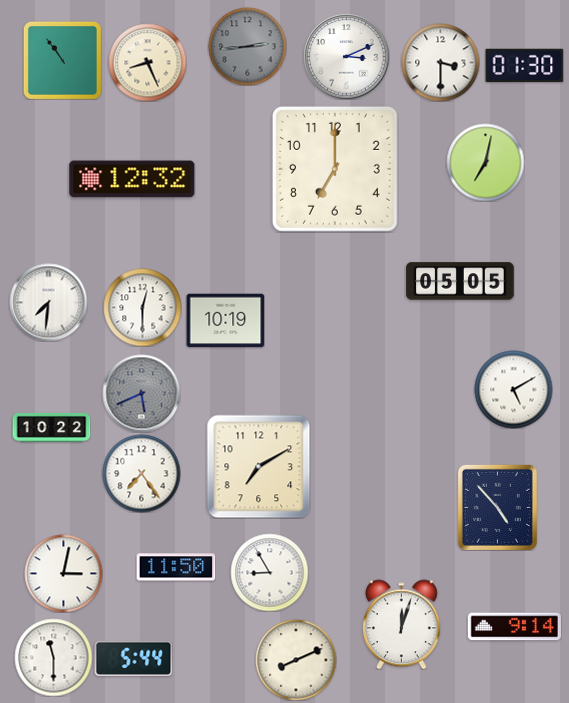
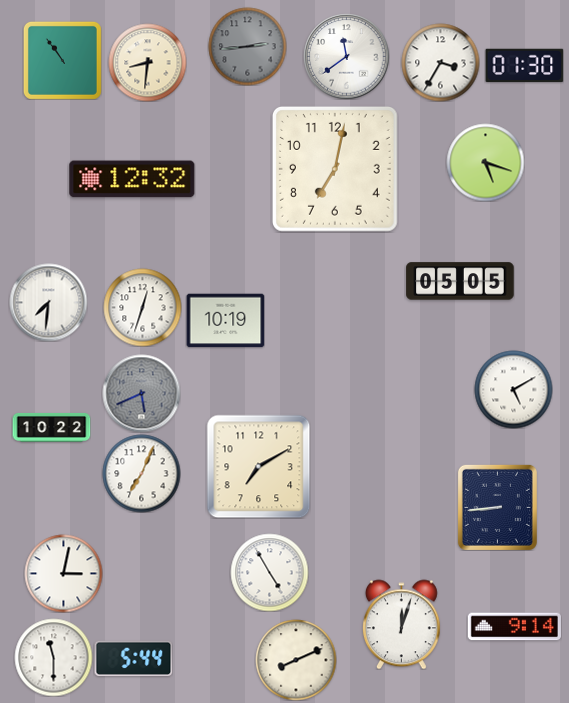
clock at (346, 56): 3:11 -> 11:39
clock at (147, 62): 8:26 -> 8:31
clock at (440, 62): 3:30 -> 3:35
clock at (485, 162): 7:02 -> 5:18
clock at (335, 169): 7:00 -> 7:02
clock at (142, 307): 12:30 -> 12:33
clock at (141, 473): 7:24 -> 7:04
clock at (497, 507): 4:53 -> 8:44
clock at (176, 567): 11:50 -> none
clock at (269, 572): 8:55 -> 4:55
